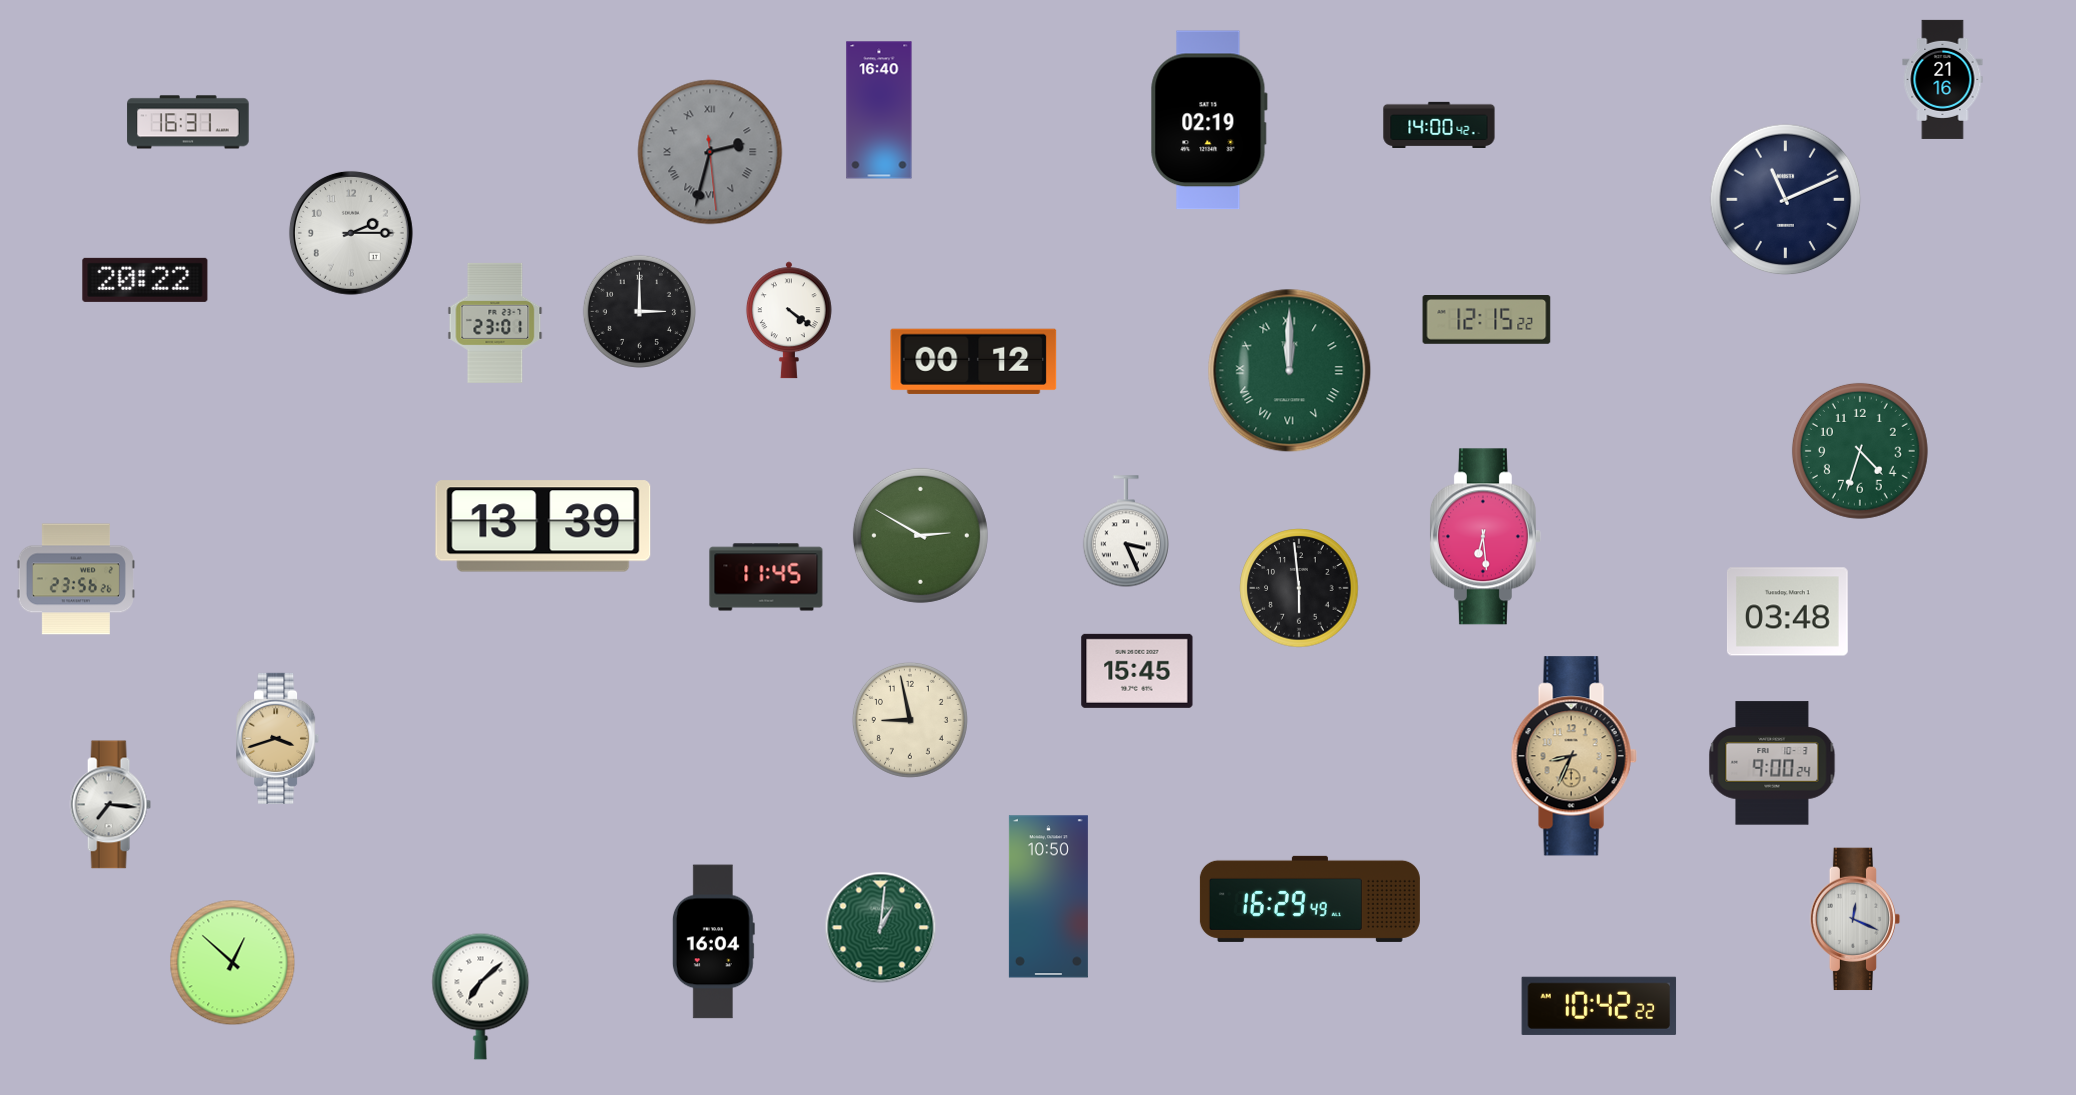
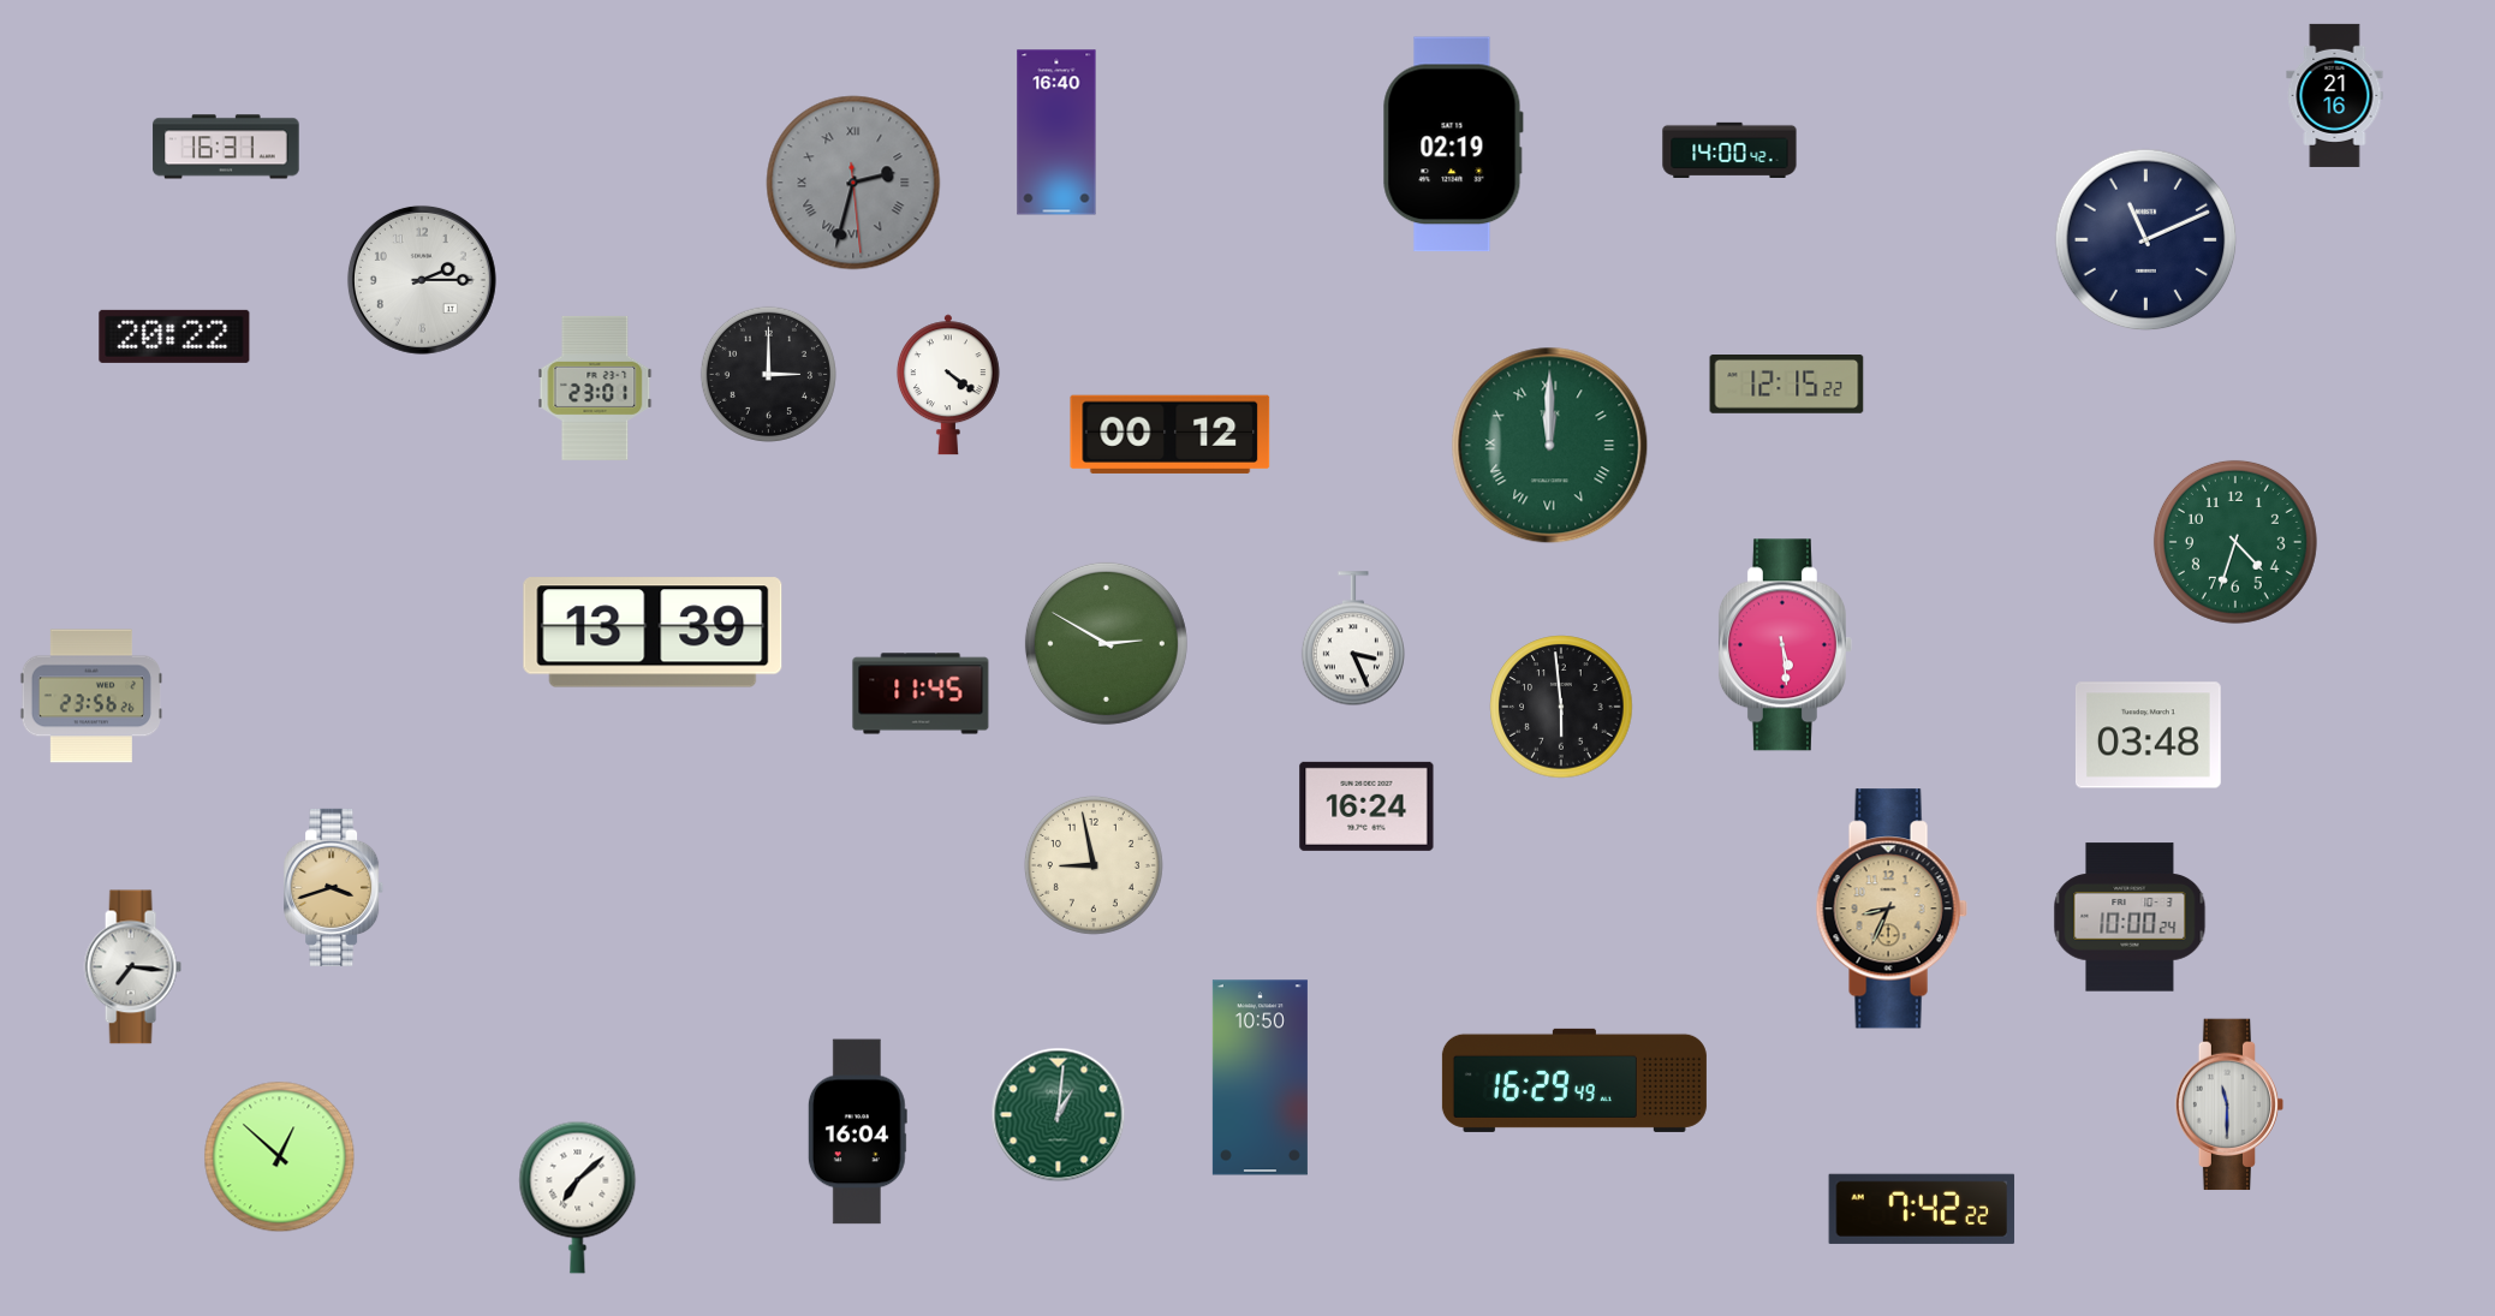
clock at (1485, 537): 6:29 -> 5:29
clock at (1137, 671): 15:45 -> 16:24
clock at (1772, 763): 9:00 -> 10:00
clock at (1855, 919): 12:19 -> 11:30
clock at (1599, 1006): 10:42 -> 7:42
